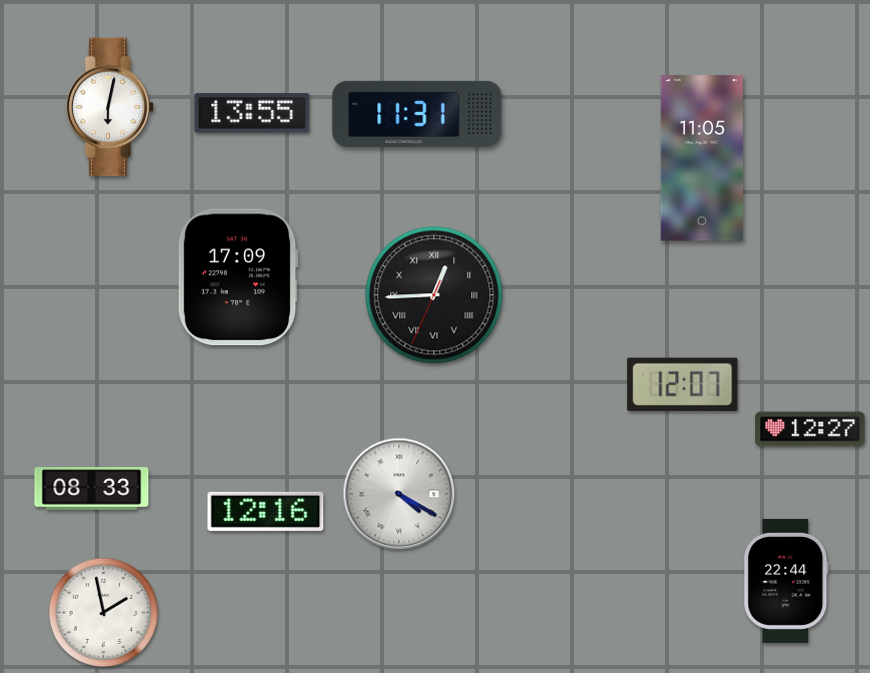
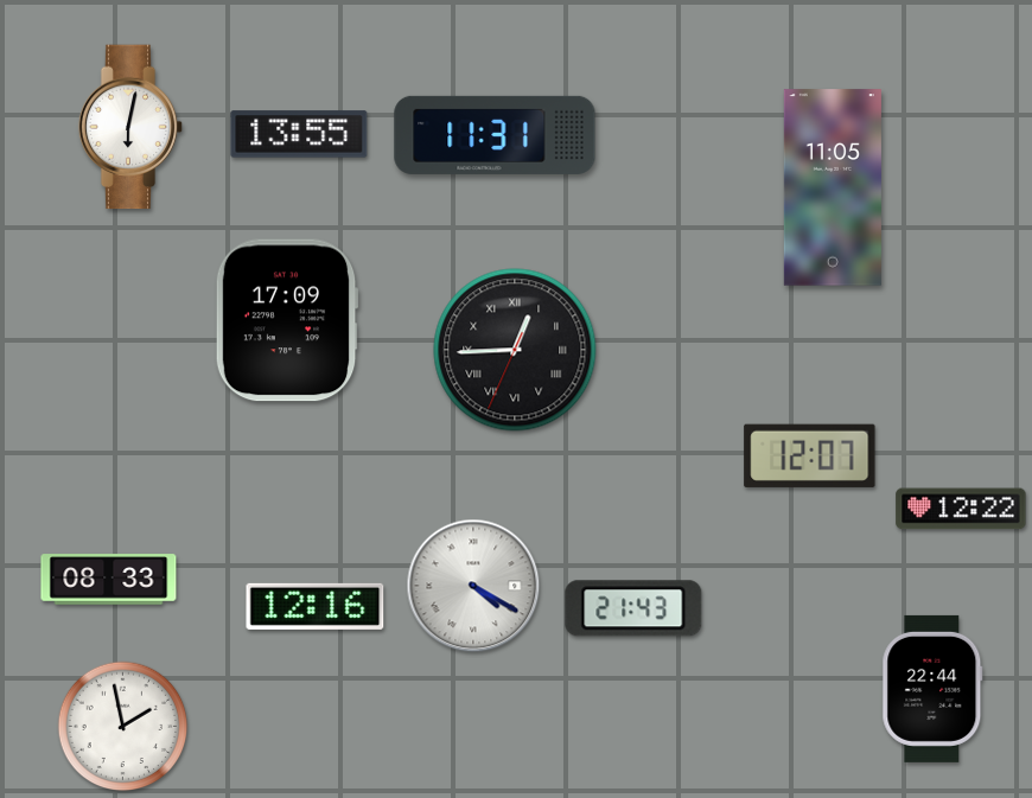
clock at (238, 277) position: (238, 277) -> (287, 320)
clock at (810, 429): 12:27 -> 12:22
clock at (633, 608): none -> 21:43
